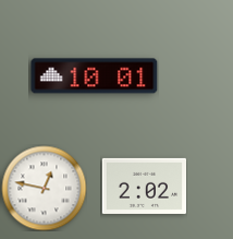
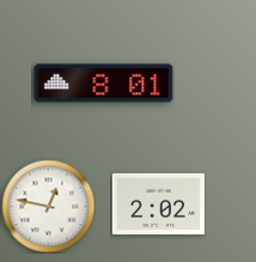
clock at (95, 76): 10:01 -> 8:01
